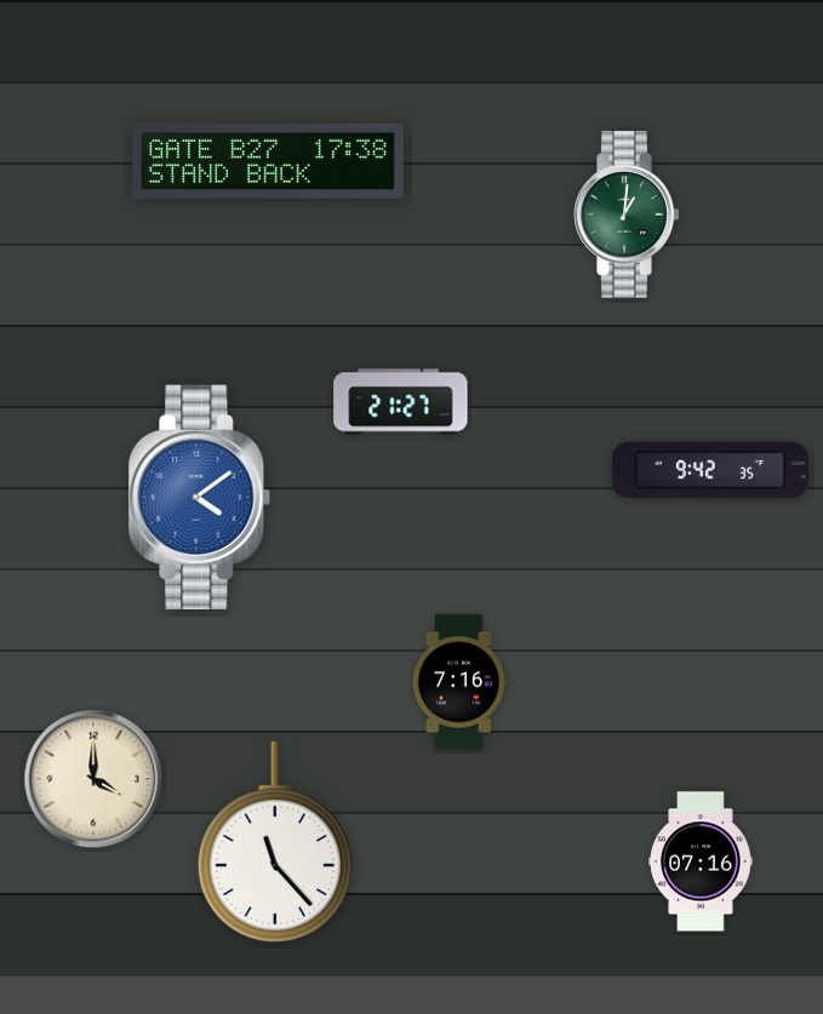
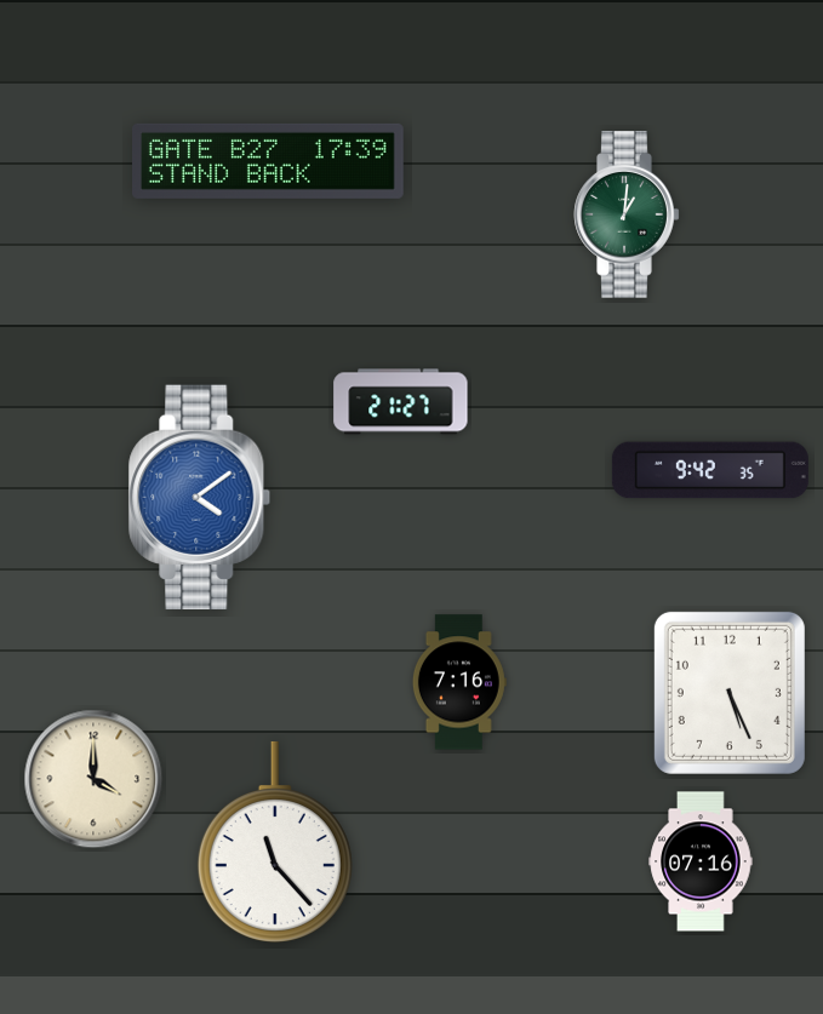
clock at (269, 161): 17:38 -> 17:39
clock at (730, 693): none -> 5:26
